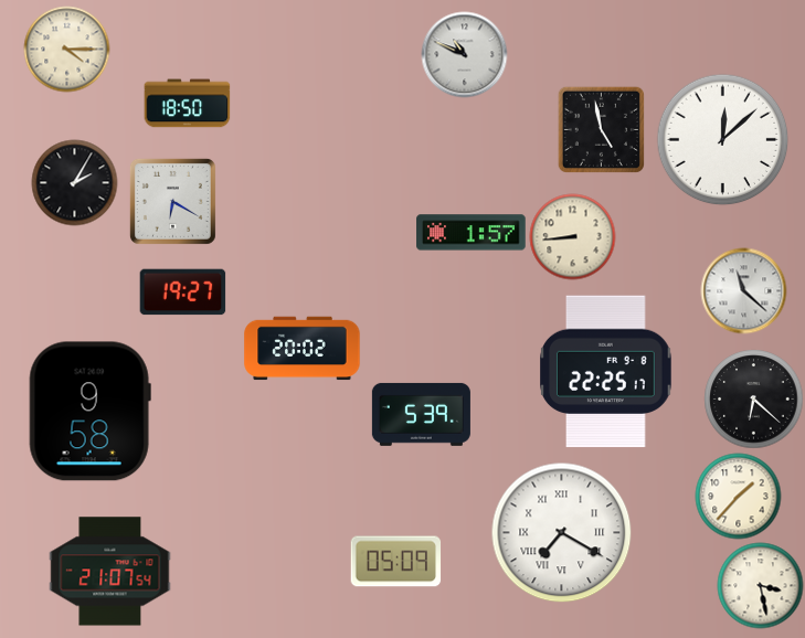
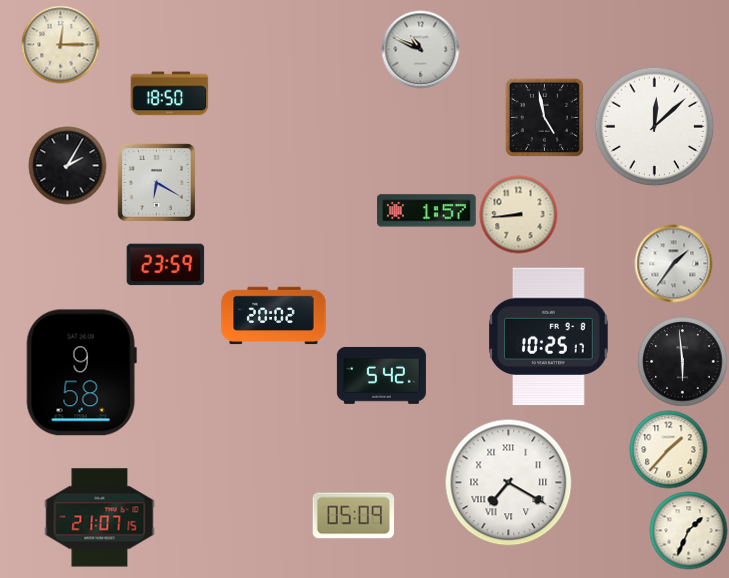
clock at (66, 49): 4:15 -> 12:15
clock at (743, 290): 11:22 -> 1:36
clock at (182, 293): 19:27 -> 23:59
clock at (606, 372): 22:25 -> 10:25
clock at (753, 398): 6:22 -> 5:59
clock at (421, 414): 5:39 -> 5:42
clock at (395, 562) position: (395, 562) -> (353, 516)
clock at (110, 572): 21:07:54 -> 21:07:15
clock at (760, 585): 3:28 -> 1:34
